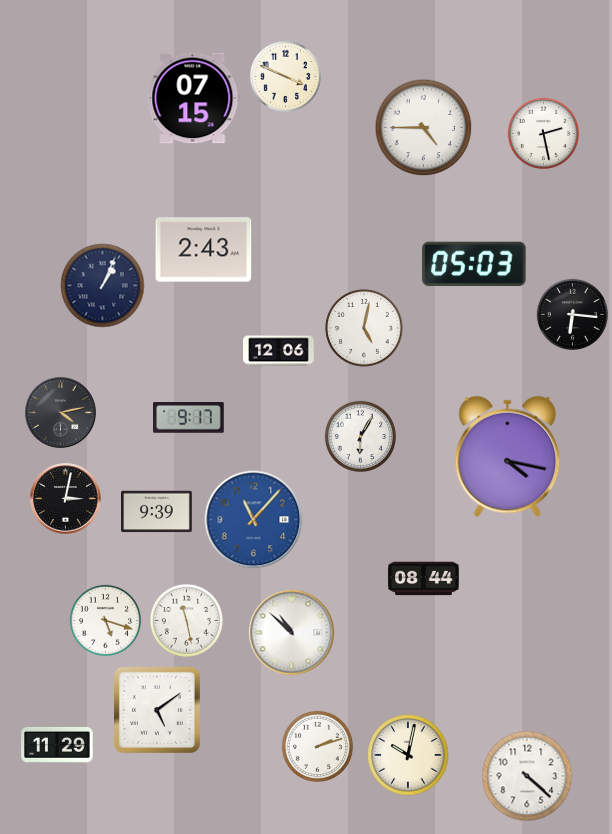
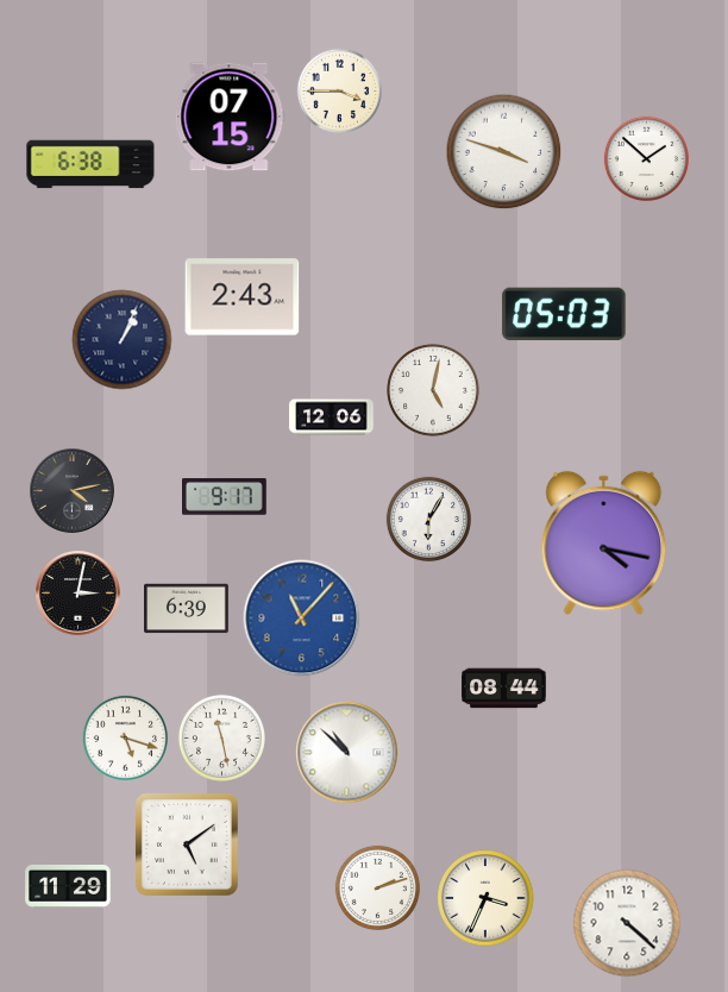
clock at (286, 77): 3:49 -> 3:45
clock at (424, 128): 4:45 -> 3:48
clock at (544, 134): 2:28 -> 1:52
clock at (90, 164): none -> 6:38
clock at (573, 315): 6:16 -> none
clock at (157, 512): 9:39 -> 6:39
clock at (408, 755): 10:02 -> 3:34
